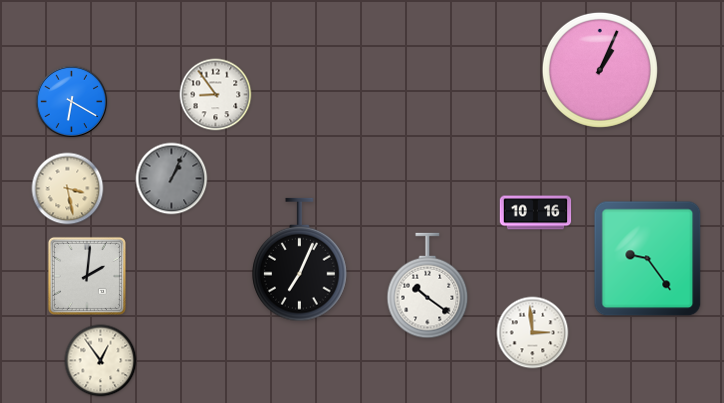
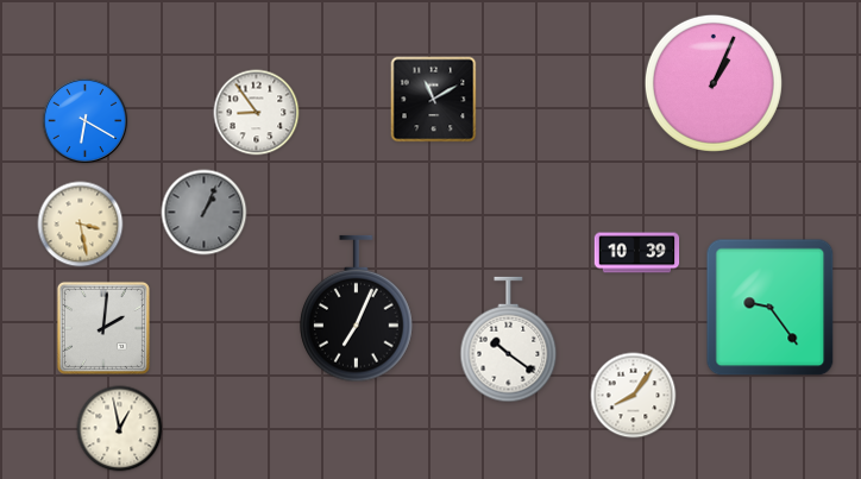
clock at (434, 100): none -> 11:10
clock at (536, 213): 10:16 -> 10:39
clock at (533, 333): 2:59 -> 8:06
clock at (101, 361): 12:54 -> 12:58
